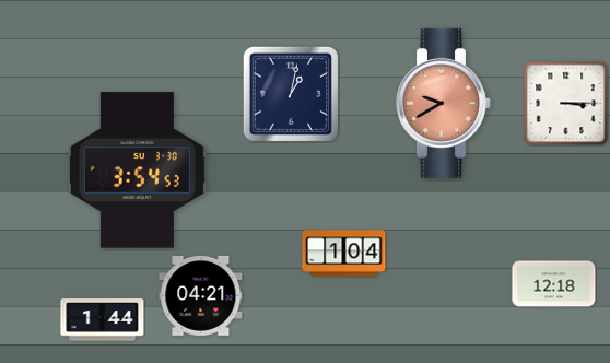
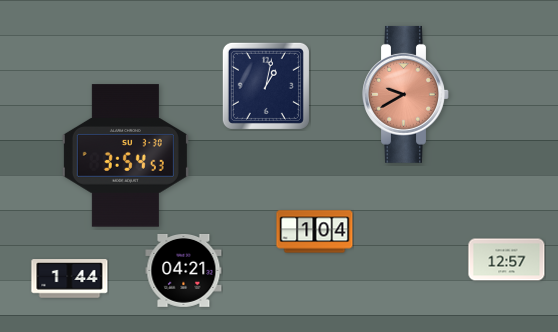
clock at (565, 103): 3:15 -> none
clock at (554, 284): 12:18 -> 12:57
clock at (103, 320) position: (103, 320) -> (70, 279)
